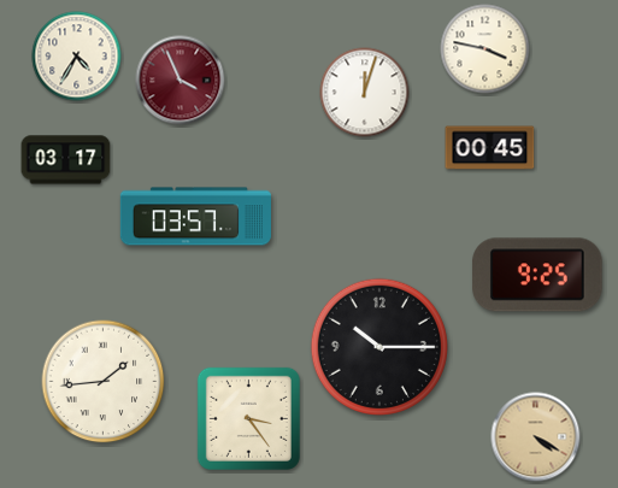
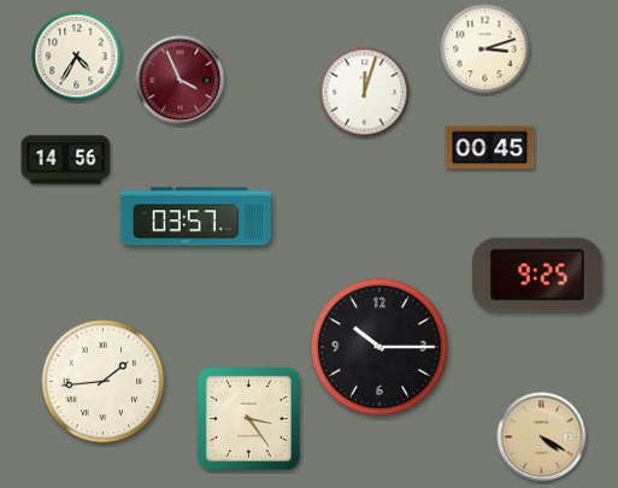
clock at (485, 49): 3:47 -> 3:12
clock at (66, 160): 03:17 -> 14:56
clock at (536, 437) position: (536, 437) -> (542, 437)
